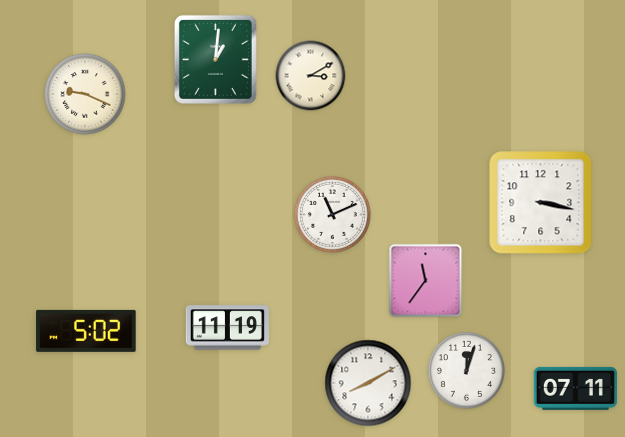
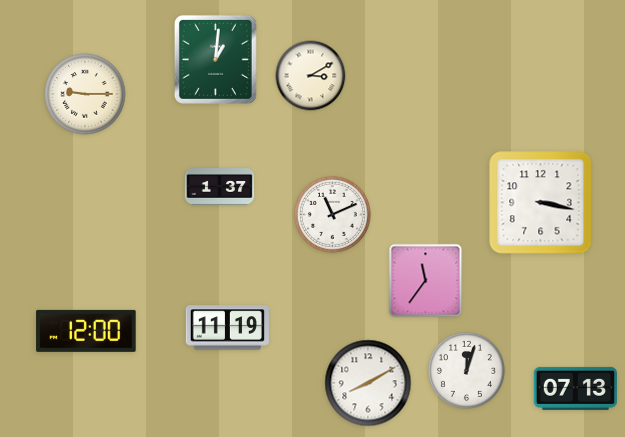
clock at (85, 94): 9:19 -> 9:15
clock at (220, 187): none -> 1:37
clock at (86, 331): 5:02 -> 12:00
clock at (575, 388): 07:11 -> 07:13
